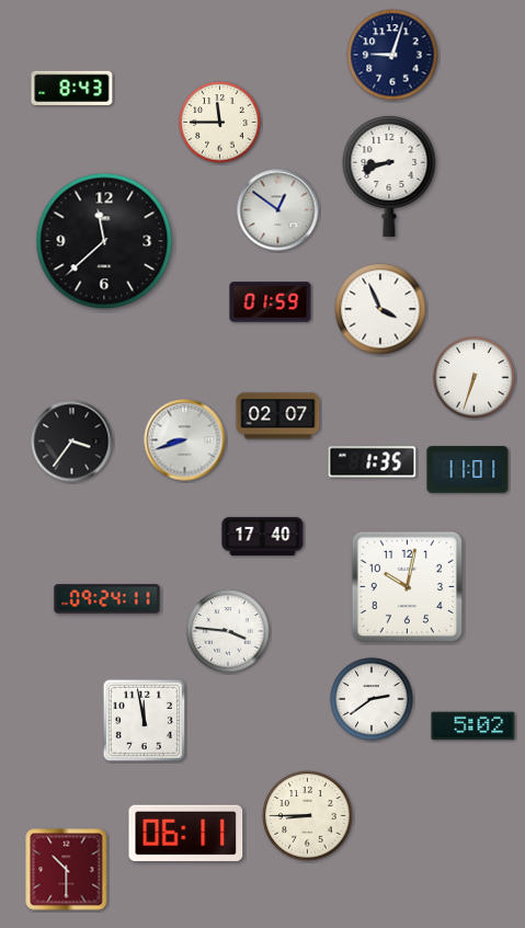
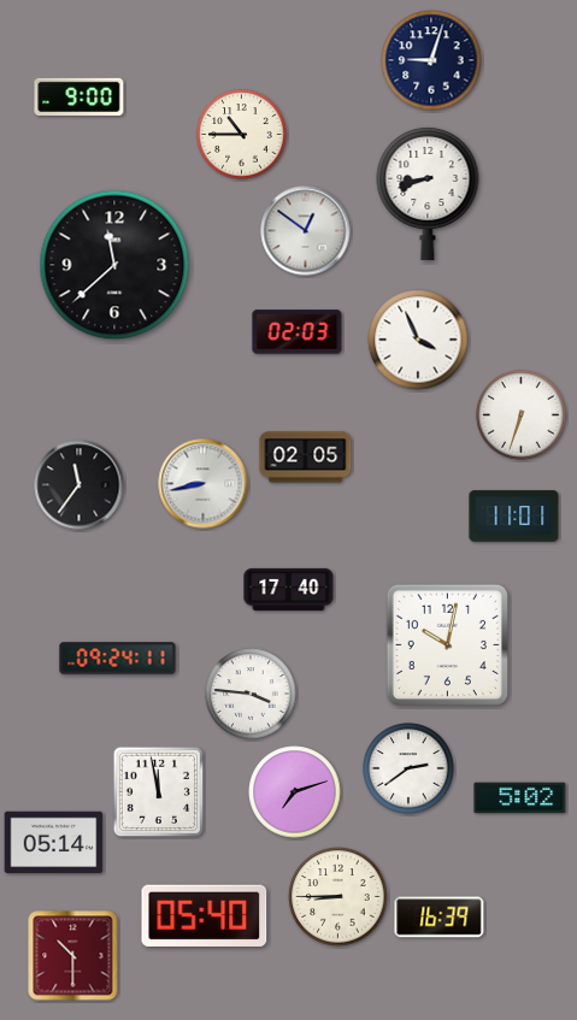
clock at (72, 88): 8:43 -> 9:00
clock at (220, 123): 11:45 -> 10:45
clock at (271, 302): 01:59 -> 02:03
clock at (278, 416): 02:07 -> 02:05
clock at (185, 440): 8:42 -> 8:43
clock at (72, 442): 3:36 -> 11:36
clock at (373, 462): 1:35 -> none
clock at (295, 792): none -> 7:12
clock at (54, 843): none -> 05:14
clock at (186, 833): 06:11 -> 05:40
clock at (440, 918): none -> 16:39
